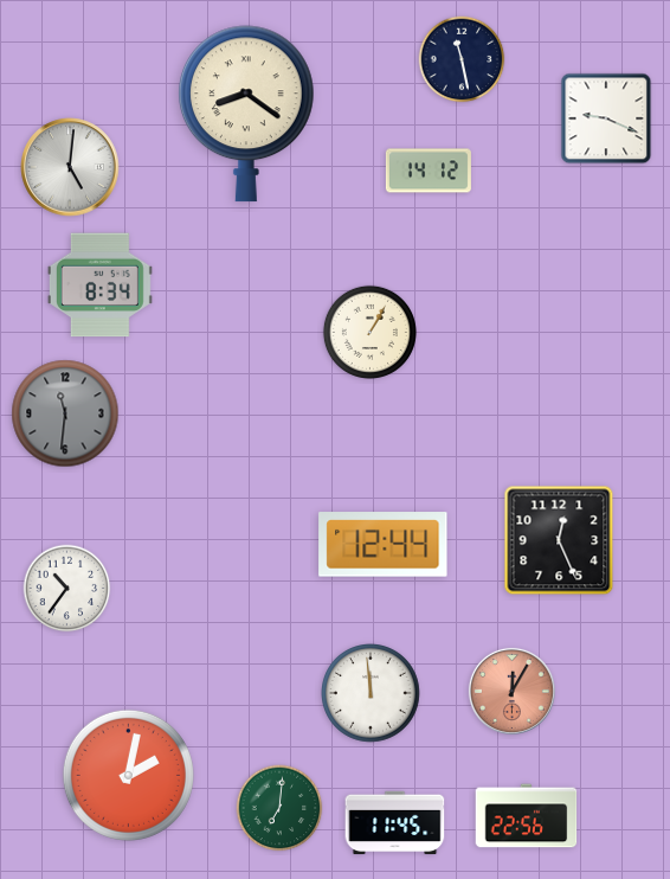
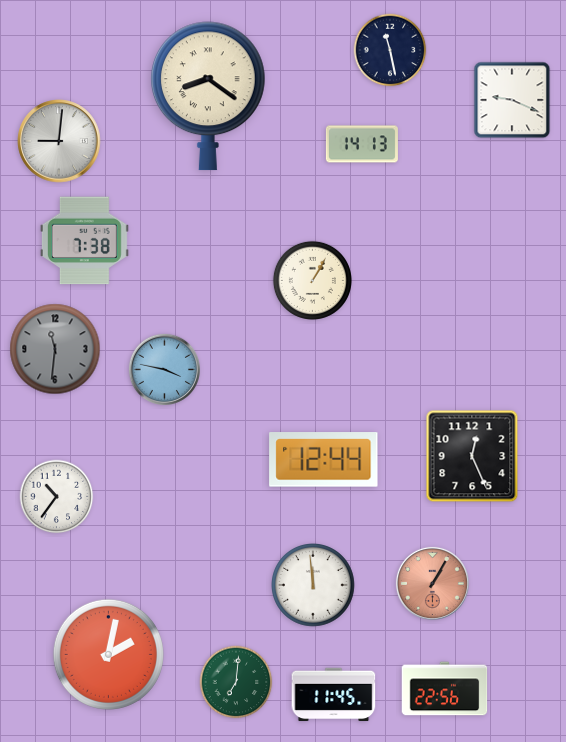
clock at (70, 167): 5:01 -> 9:01
clock at (429, 171): 14:12 -> 14:13
clock at (99, 285): 8:34 -> 7:38
clock at (164, 369): none -> 3:47
clock at (511, 691): 12:05 -> 1:05
